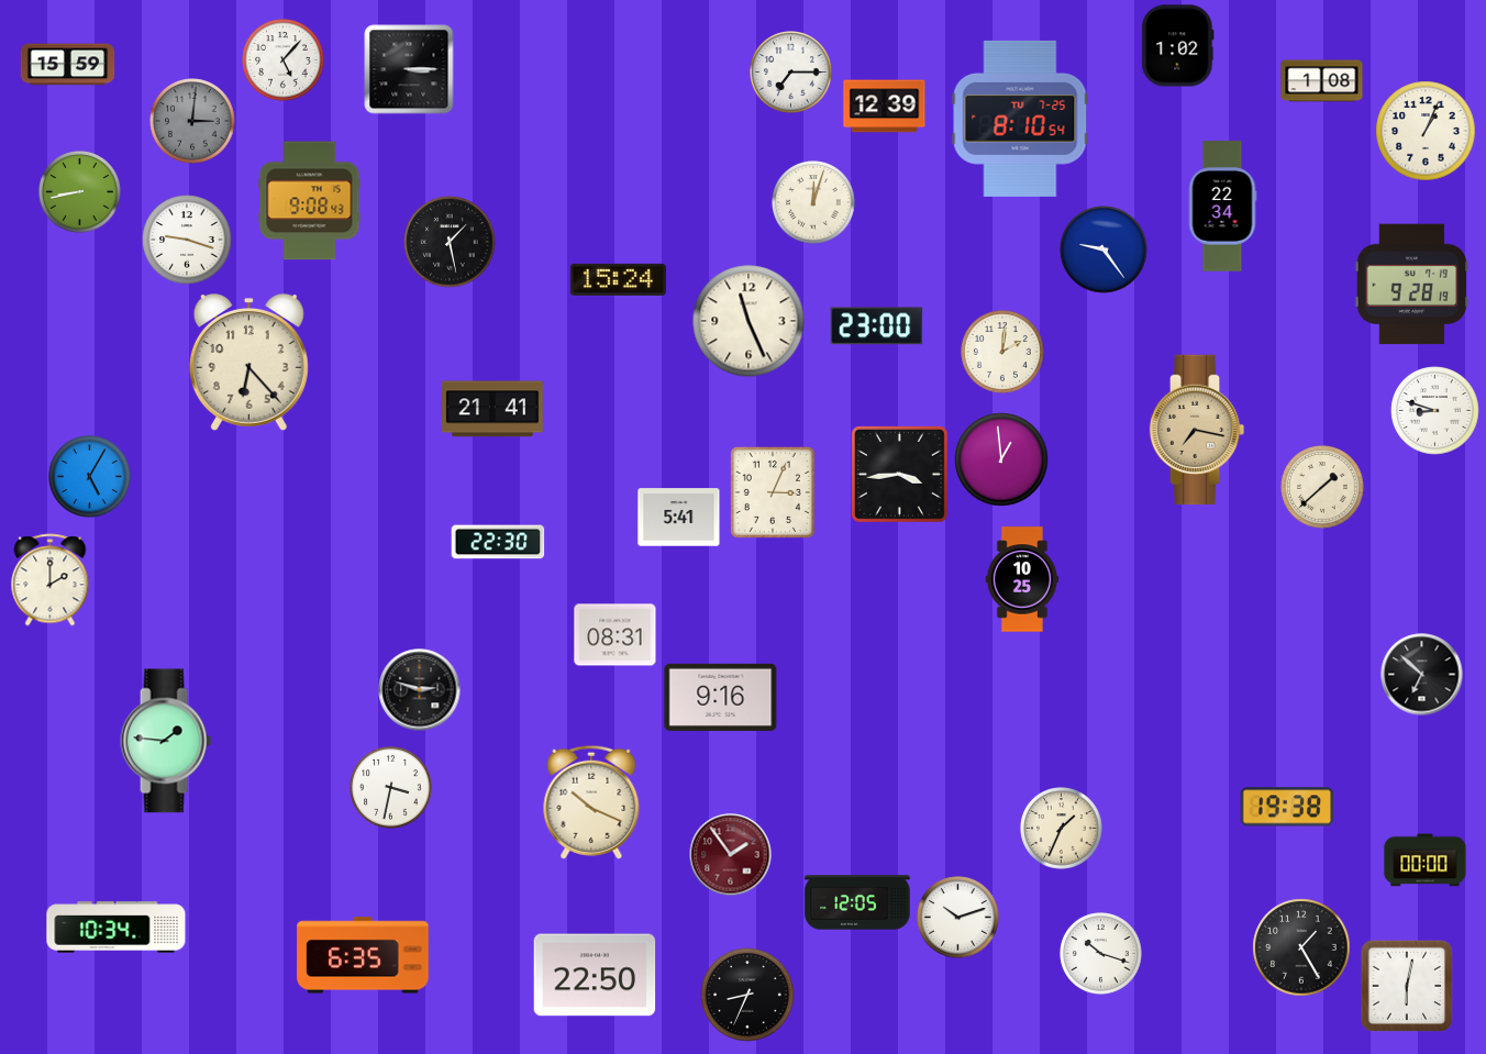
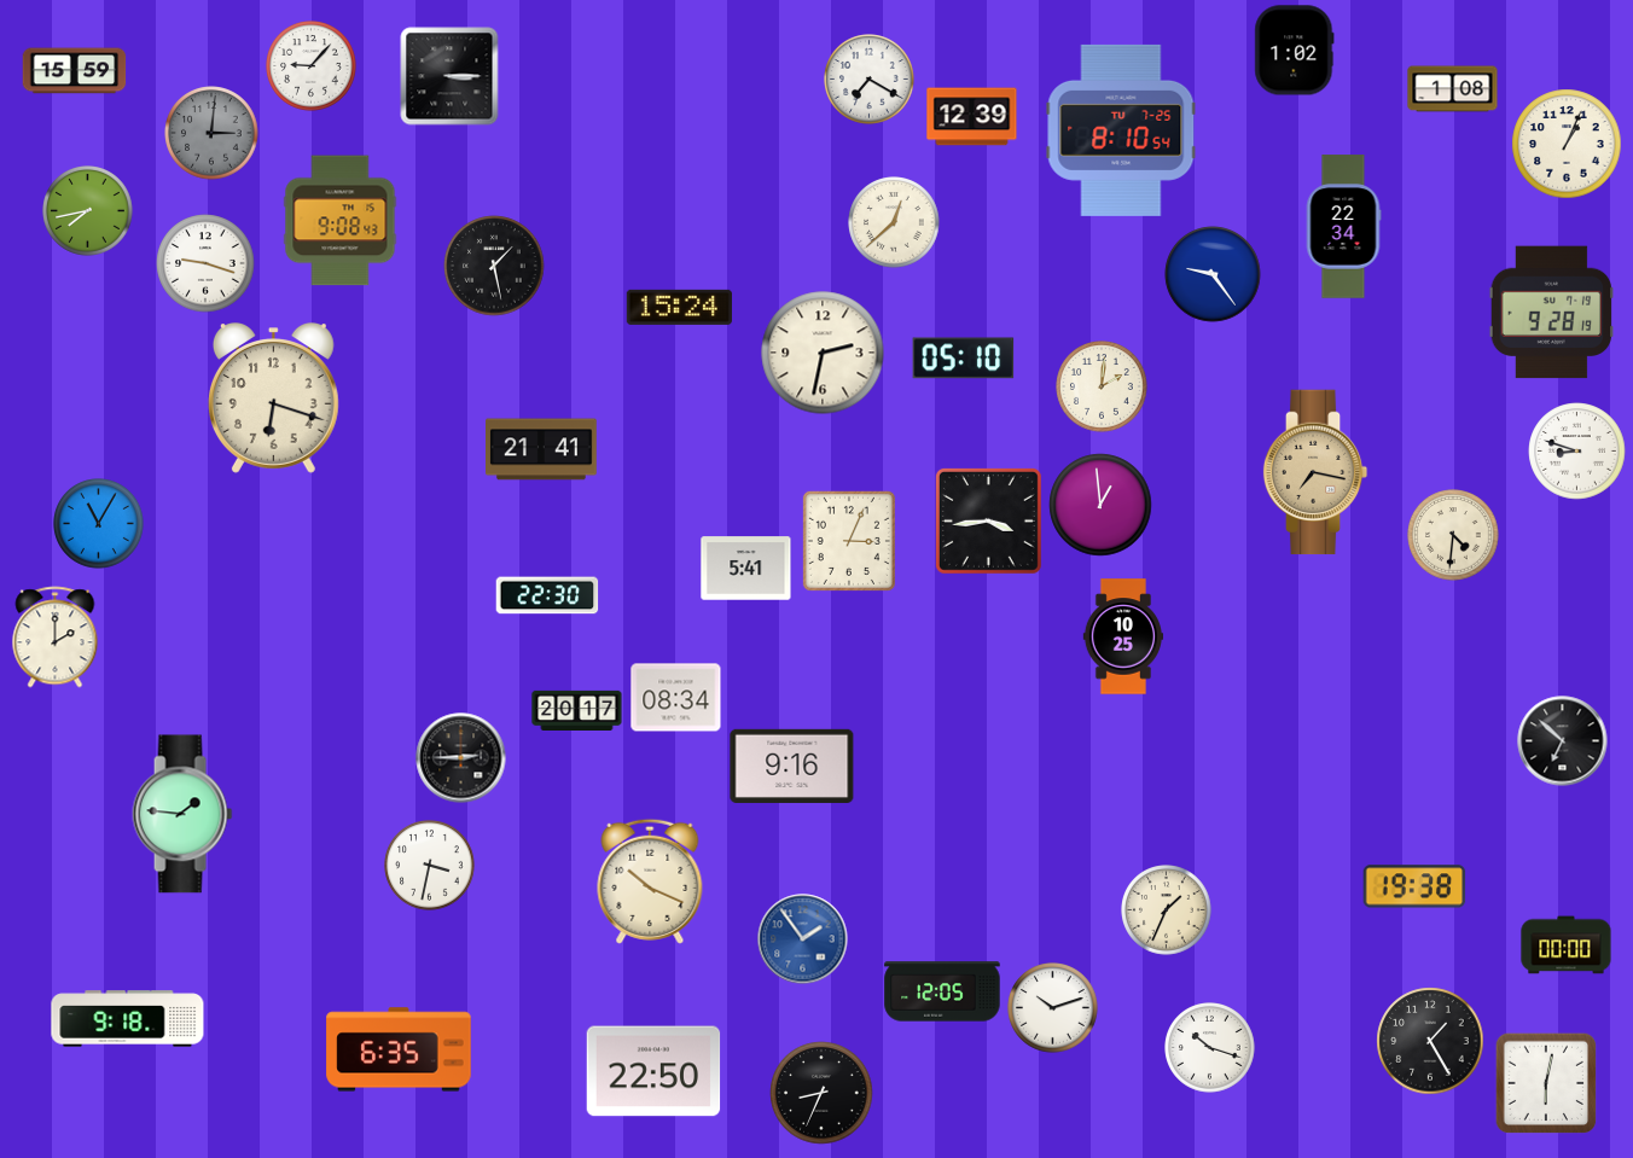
clock at (284, 60): 5:07 -> 9:07
clock at (791, 73): 7:15 -> 7:20
clock at (80, 192): 8:43 -> 7:43
clock at (813, 202): 12:03 -> 12:38
clock at (748, 321): 11:26 -> 2:32
clock at (877, 326): 23:00 -> 05:10
clock at (248, 363): 6:23 -> 6:18
clock at (90, 477): 5:05 -> 11:05
clock at (1322, 487): 1:38 -> 4:31
clock at (616, 635): 08:31 -> 08:34
clock at (577, 710): none -> 20:17
clock at (420, 690): 2:48 -> 2:45
clock at (731, 855) dial: burgundy -> blue
clock at (117, 928): 10:34 -> 9:18
